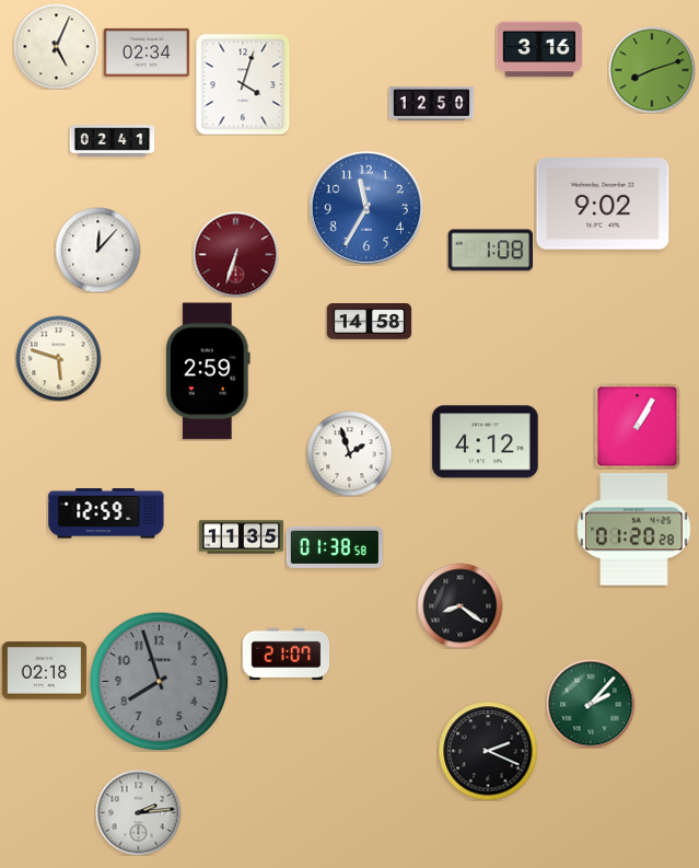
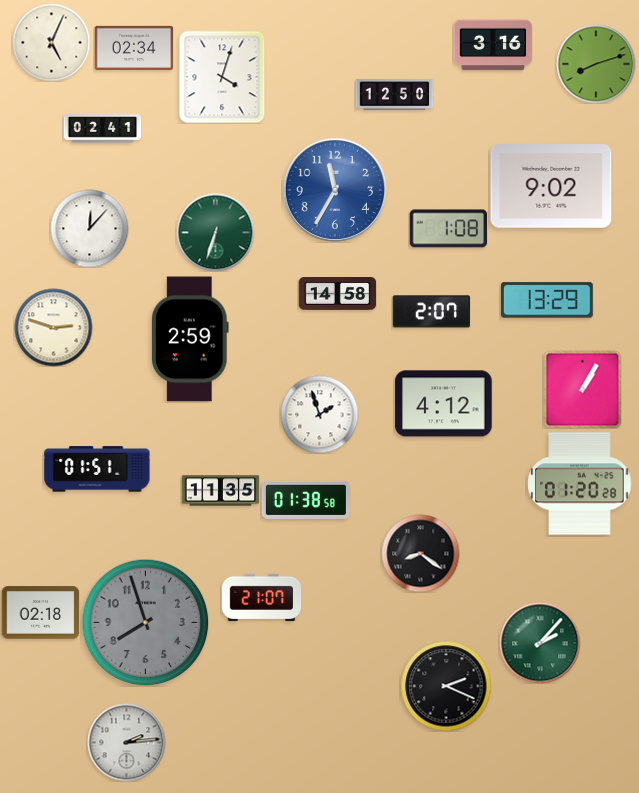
clock at (235, 254) dial: burgundy -> green
clock at (547, 300): none -> 13:29
clock at (431, 312): none -> 2:07
clock at (58, 358): 5:48 -> 2:48
clock at (106, 513): 12:59 -> 01:51
